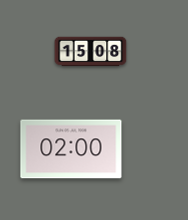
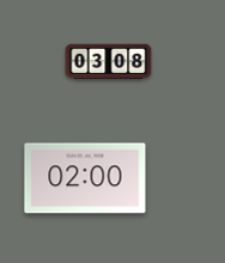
clock at (91, 52): 15:08 -> 03:08
